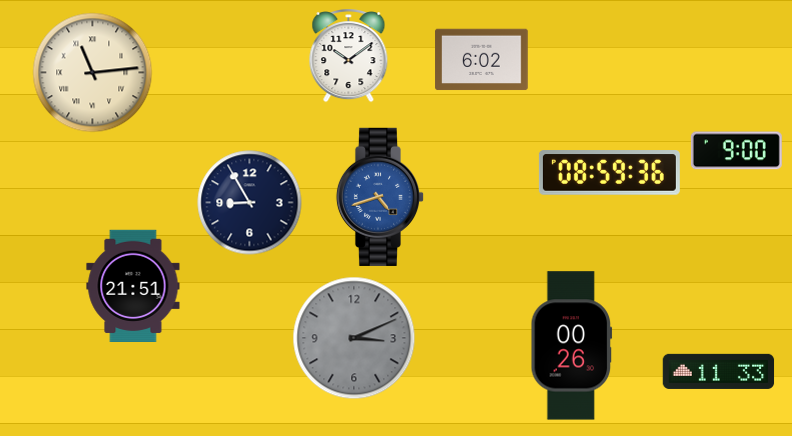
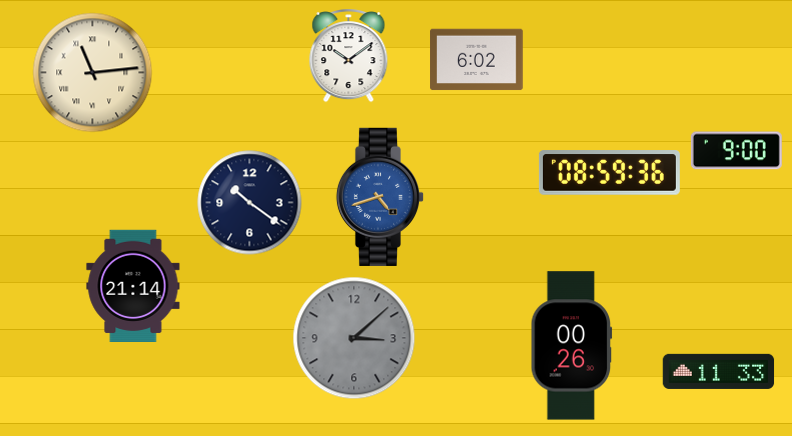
clock at (482, 60) position: (482, 60) -> (477, 60)
clock at (250, 203): 8:55 -> 10:21
clock at (133, 285): 21:51 -> 21:14
clock at (354, 338): 3:11 -> 3:08
